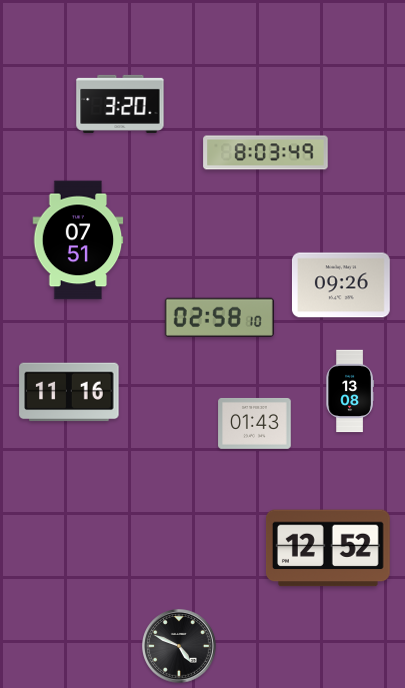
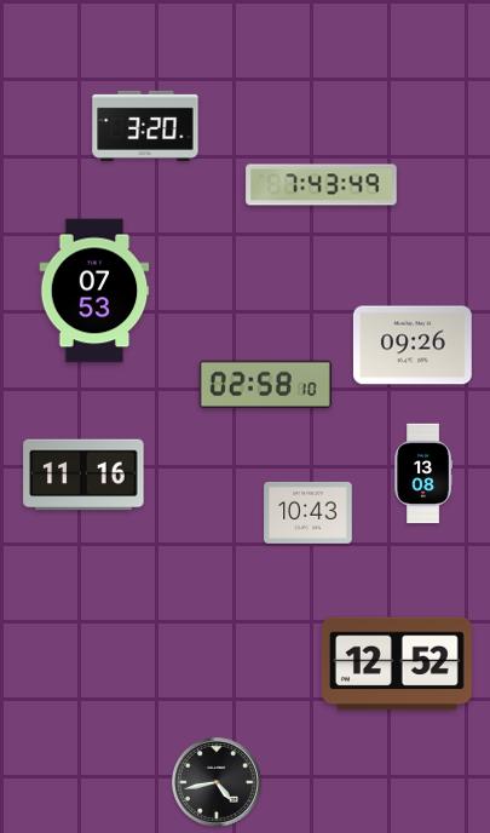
clock at (266, 153): 8:03 -> 7:43
clock at (78, 240): 07:51 -> 07:53
clock at (255, 423): 01:43 -> 10:43
clock at (180, 647): 4:49 -> 4:43
